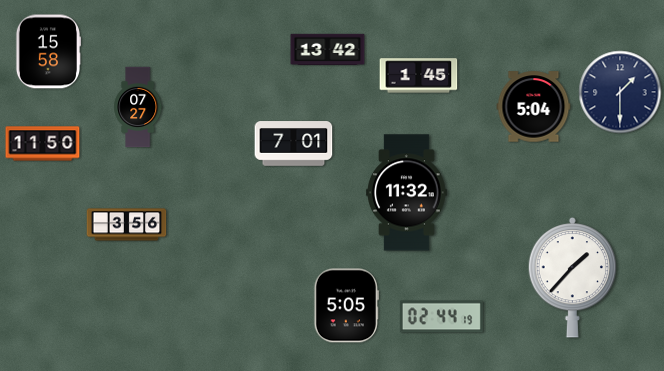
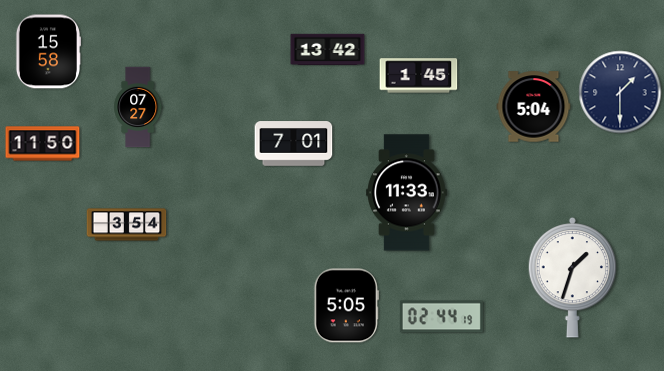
clock at (407, 193): 11:32 -> 11:33
clock at (127, 225): 3:56 -> 3:54
clock at (573, 277): 1:37 -> 1:33
